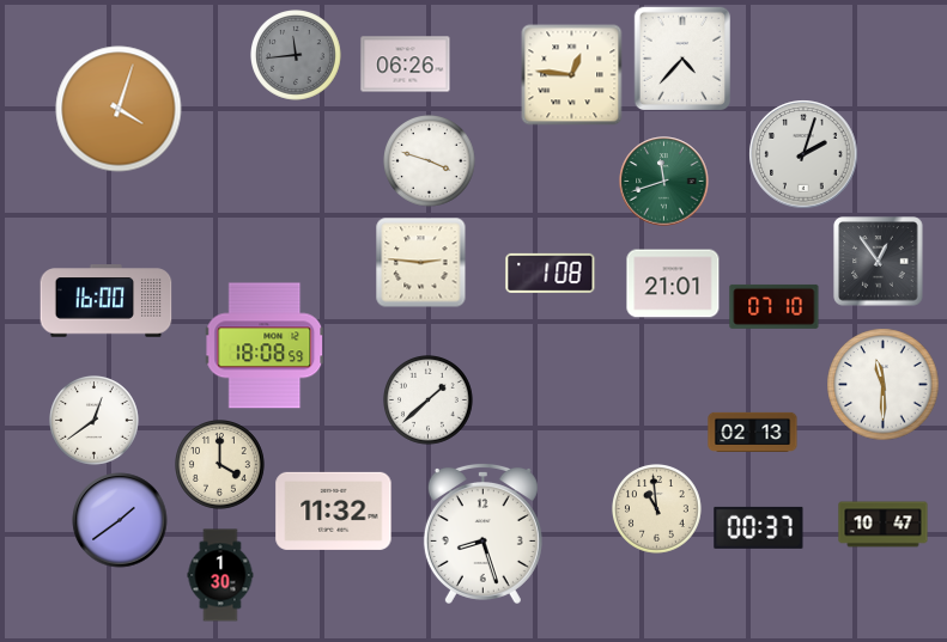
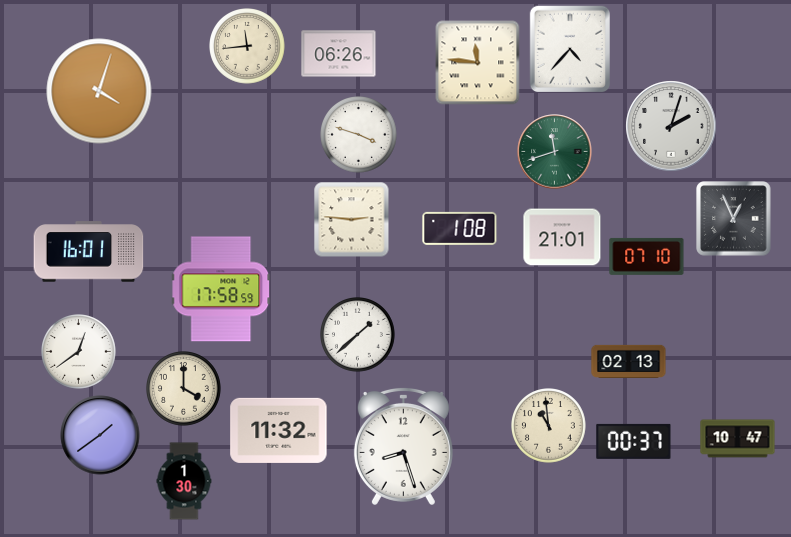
clock at (297, 56) dial: grey -> cream
clock at (572, 75): 12:46 -> 11:46
clock at (803, 154) position: (803, 154) -> (671, 126)
clock at (879, 262): 12:54 -> 12:56
clock at (107, 301): 16:00 -> 16:01
clock at (265, 346): 18:08 -> 17:58
clock at (884, 385): 11:30 -> none
clock at (334, 510) position: (334, 510) -> (279, 430)
